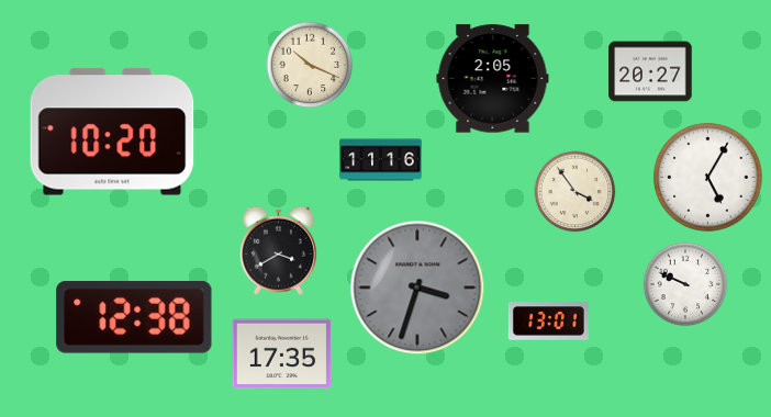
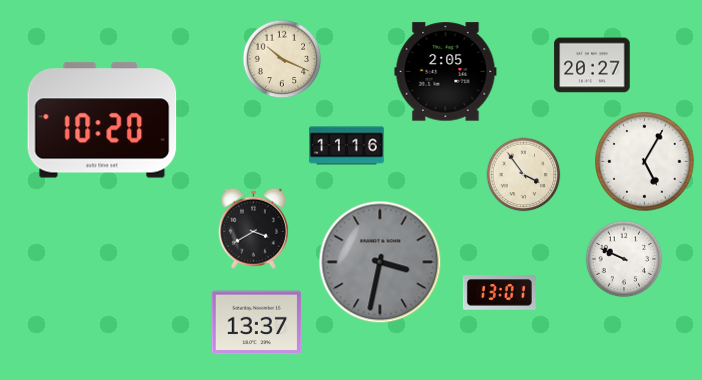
clock at (493, 79) position: (493, 79) -> (446, 72)
clock at (417, 288): 3:33 -> 3:32
clock at (134, 317): 12:38 -> none
clock at (282, 354): 17:35 -> 13:37
